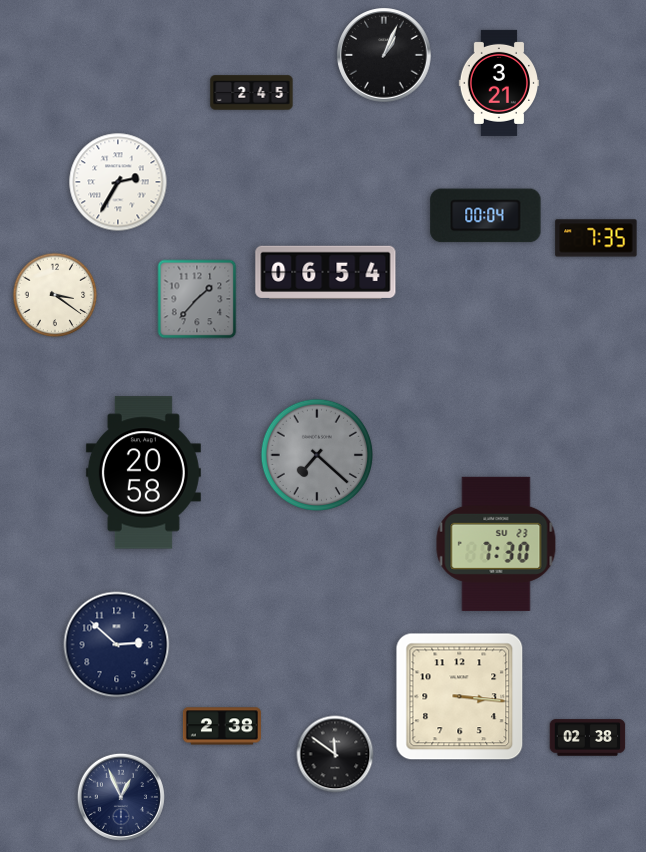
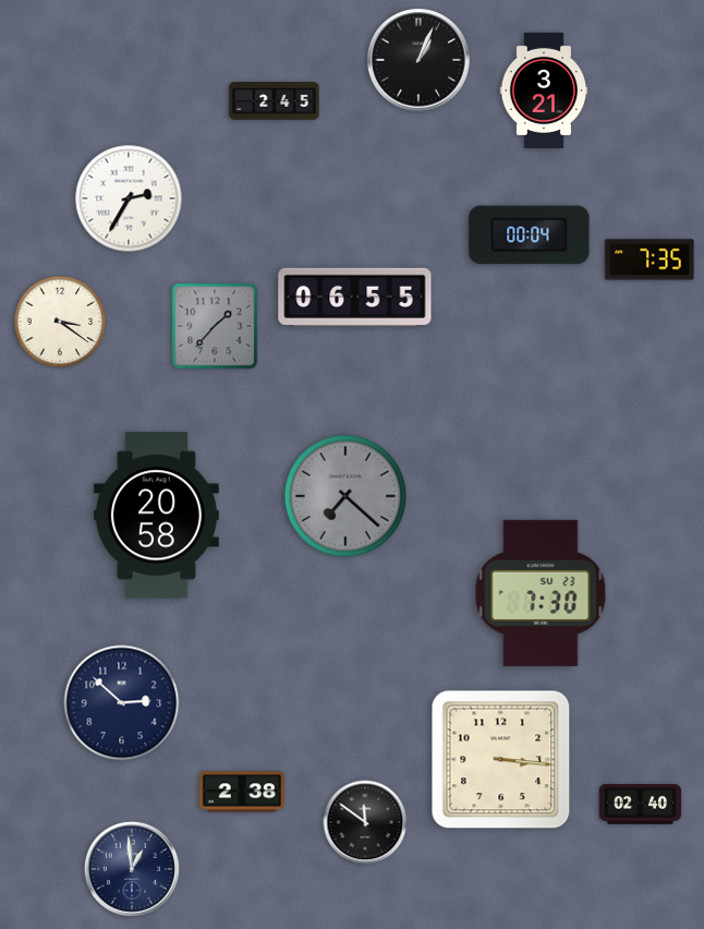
clock at (326, 272): 06:54 -> 06:55
clock at (117, 645) position: (117, 645) -> (122, 703)
clock at (588, 738): 02:38 -> 02:40
clock at (121, 797): 12:56 -> 12:59
